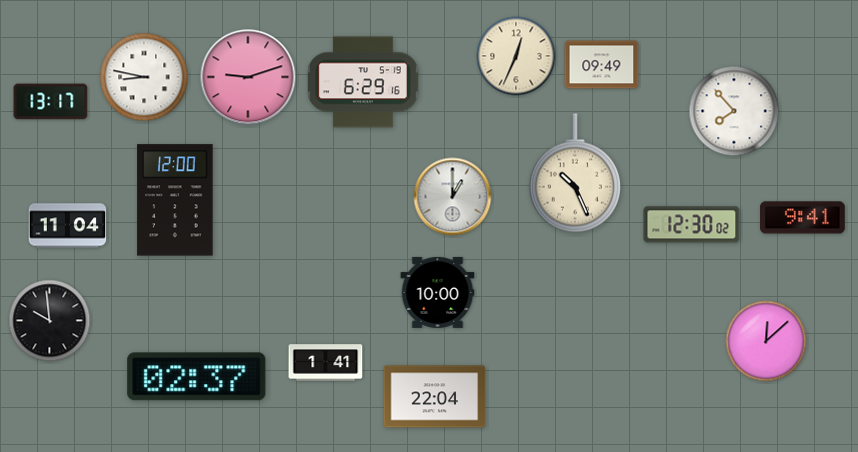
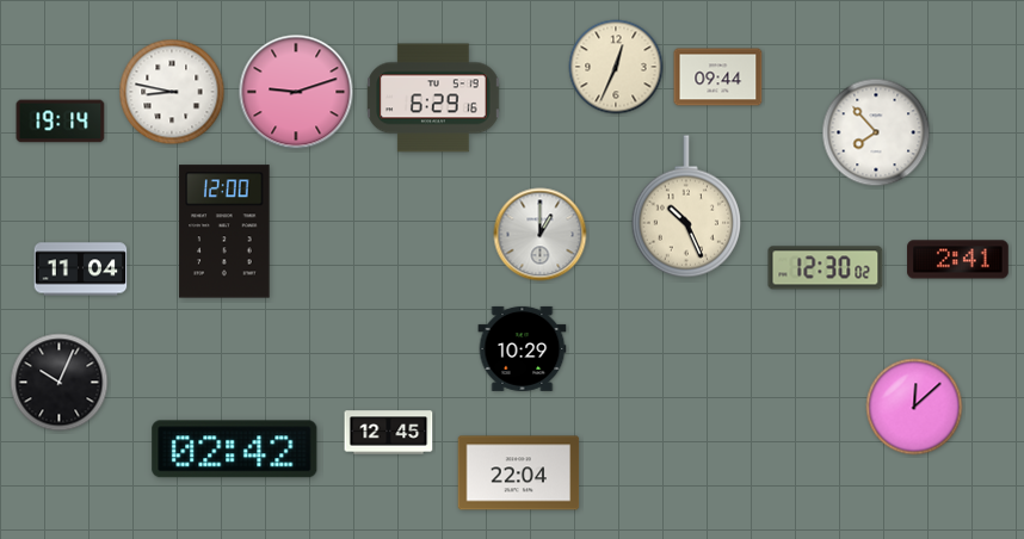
clock at (602, 65): 09:49 -> 09:44
clock at (51, 102): 13:17 -> 19:14
clock at (175, 200) position: (175, 200) -> (224, 231)
clock at (803, 218): 9:41 -> 2:41
clock at (438, 292): 10:00 -> 10:29
clock at (50, 321): 9:59 -> 10:04
clock at (326, 363): 1:41 -> 12:45
clock at (197, 377): 02:37 -> 02:42
